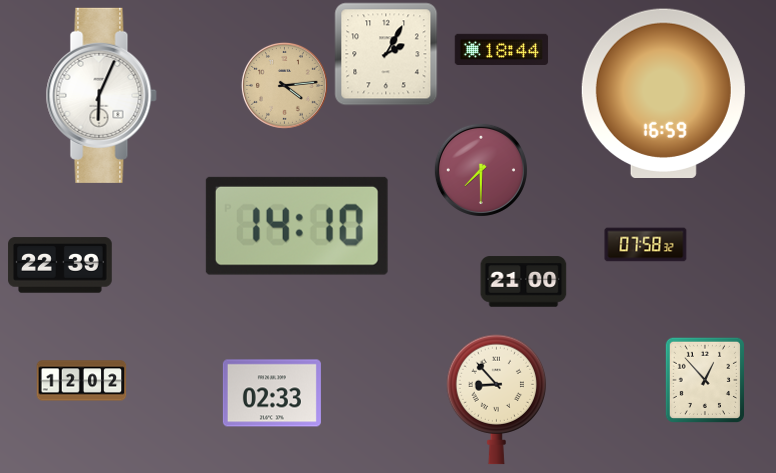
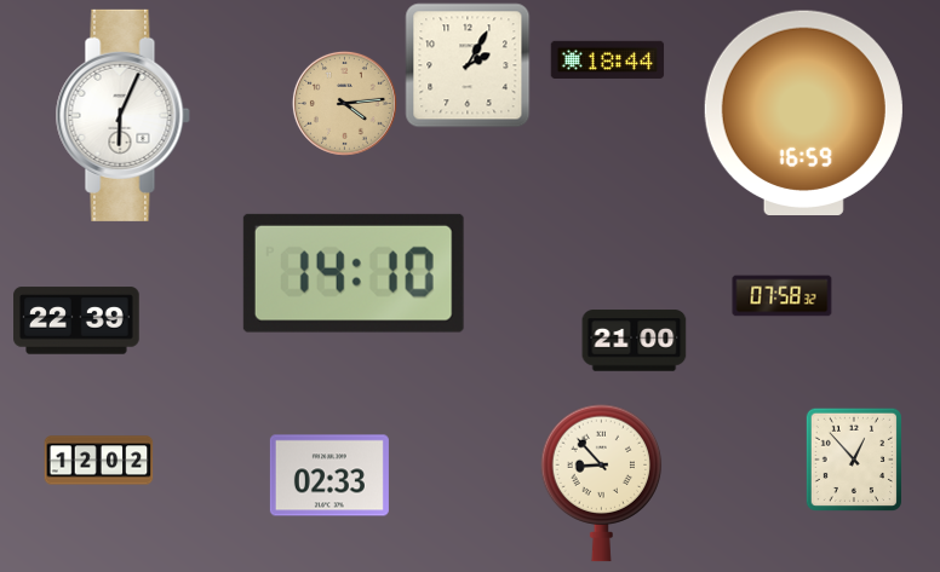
clock at (481, 170): 7:30 -> none
clock at (297, 226) position: (297, 226) -> (354, 273)
clock at (60, 265) position: (60, 265) -> (76, 320)
